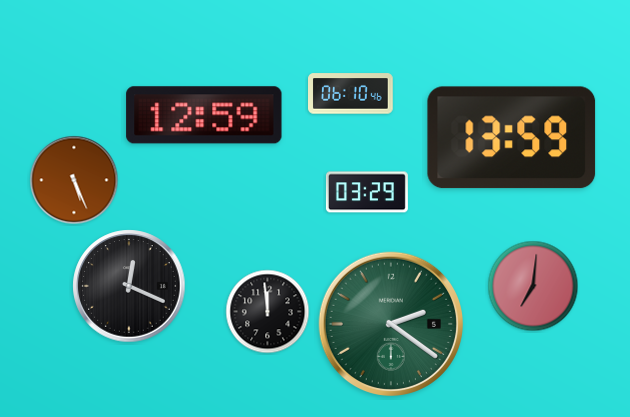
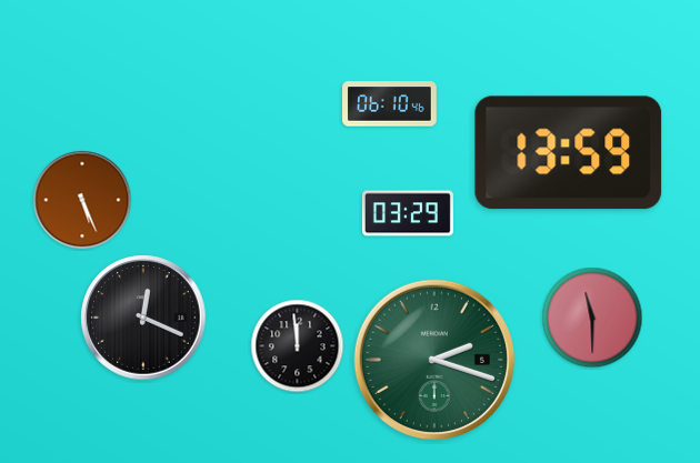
clock at (204, 115): 12:59 -> none
clock at (533, 286): 7:01 -> 11:30
clock at (390, 323): 2:21 -> 2:18
